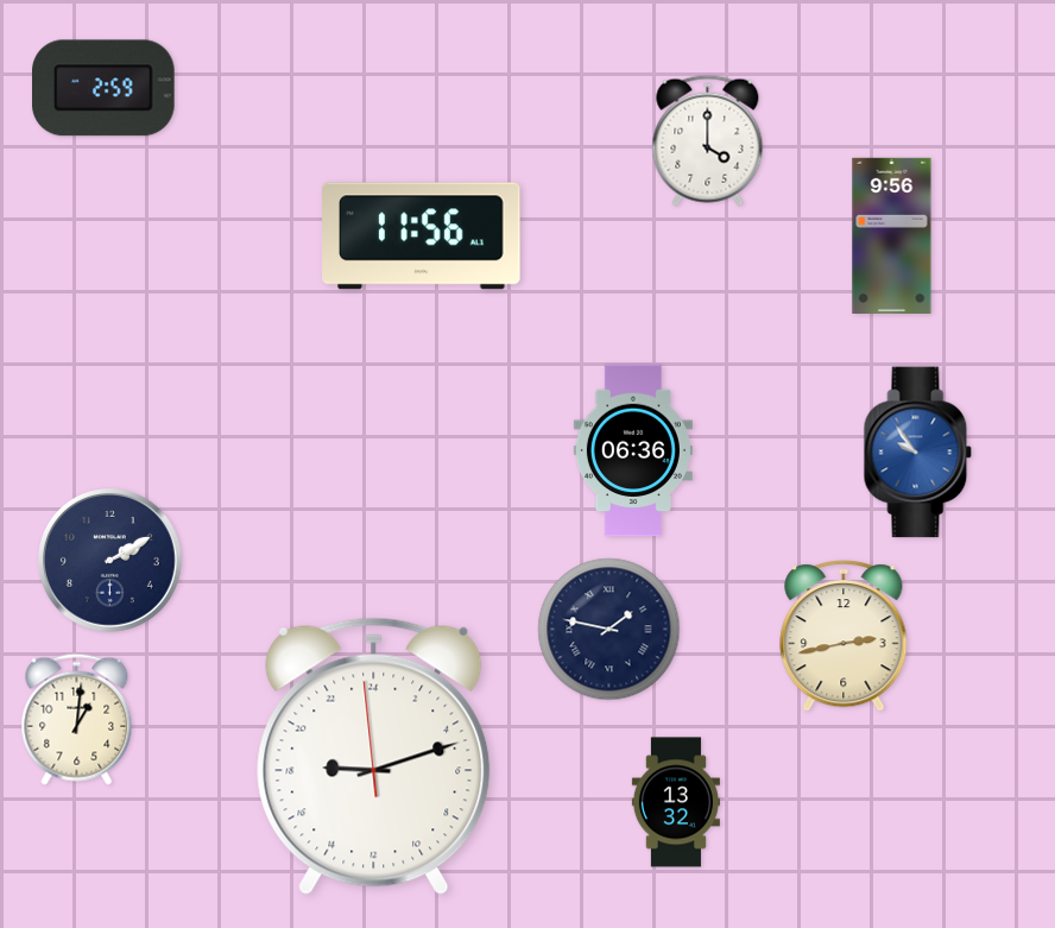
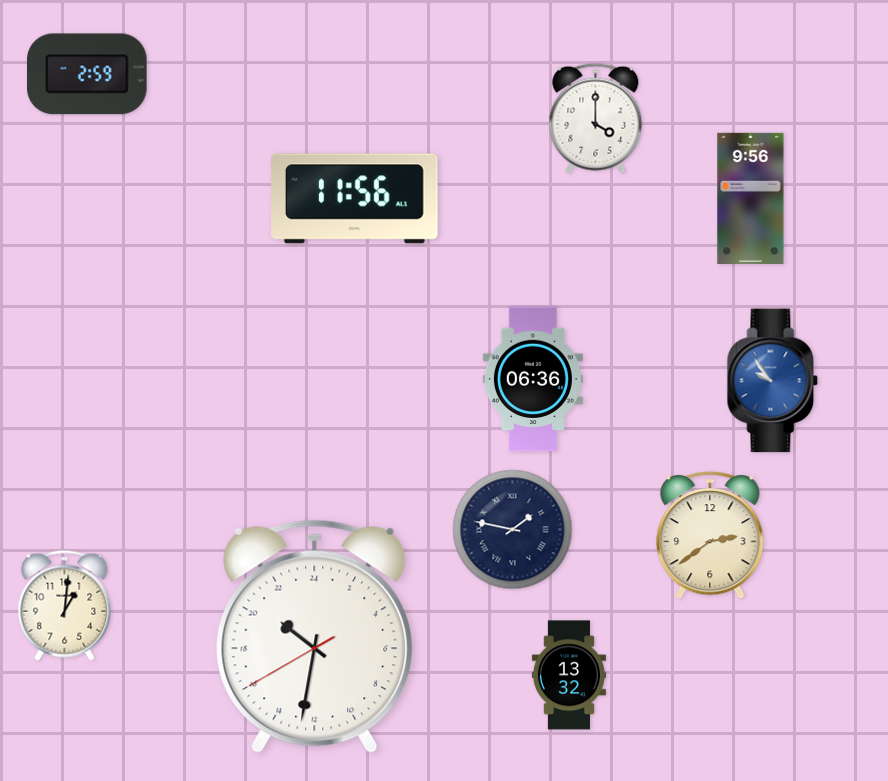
clock at (110, 561): 2:10 -> none
clock at (844, 636): 2:43 -> 2:39
clock at (374, 756): 18:11 -> 20:31
